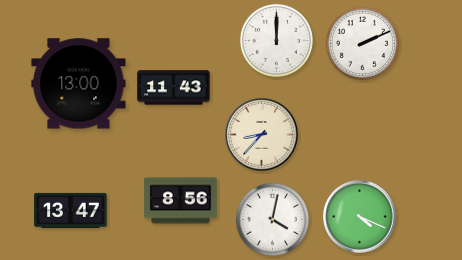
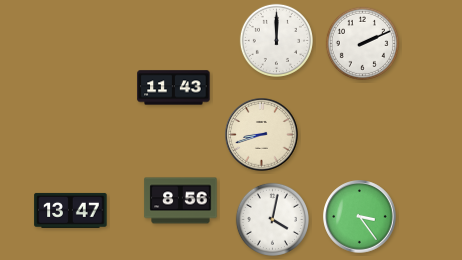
clock at (79, 84): 13:00 -> none
clock at (262, 135): 8:37 -> 8:42
clock at (360, 217): 4:19 -> 3:24
